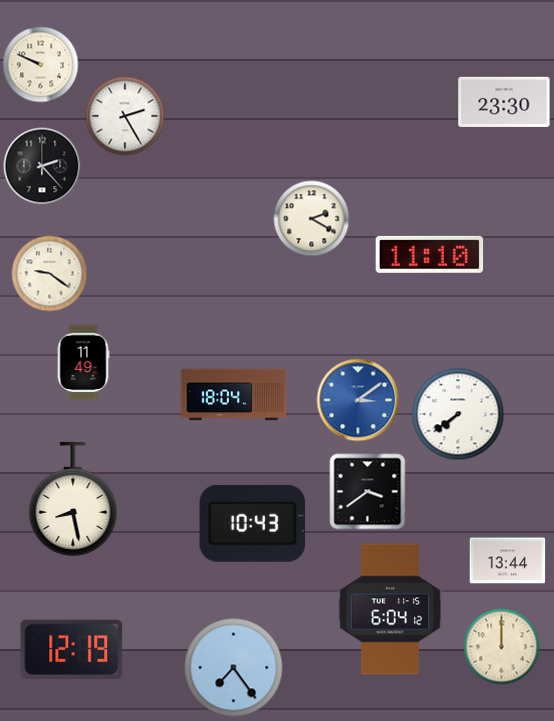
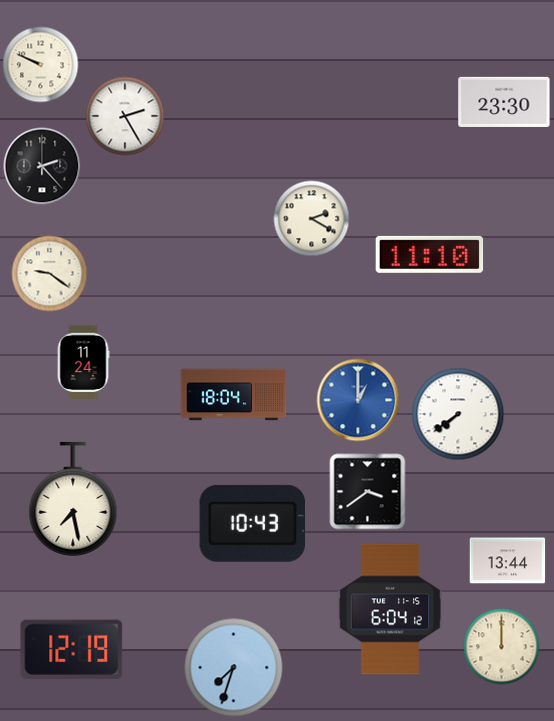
clock at (83, 363): 11:49 -> 11:24
clock at (358, 400): 3:09 -> 1:00
clock at (73, 499): 8:28 -> 7:28
clock at (234, 668): 7:24 -> 7:33
